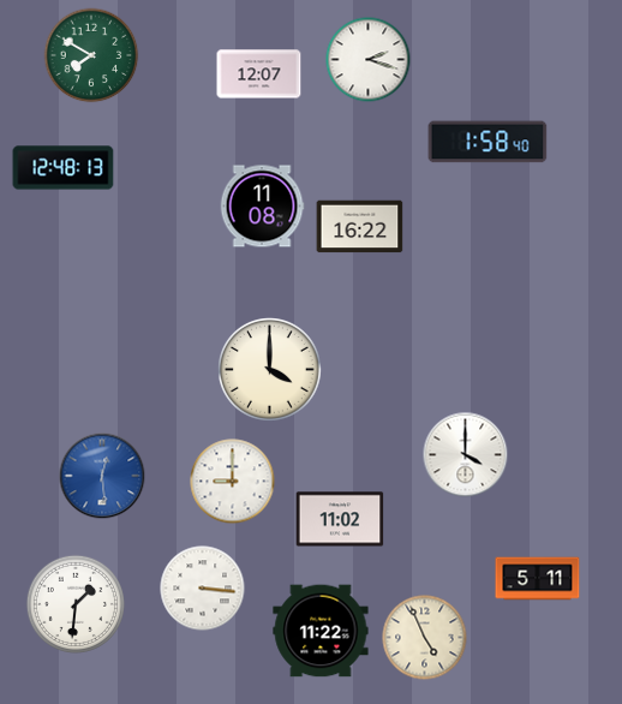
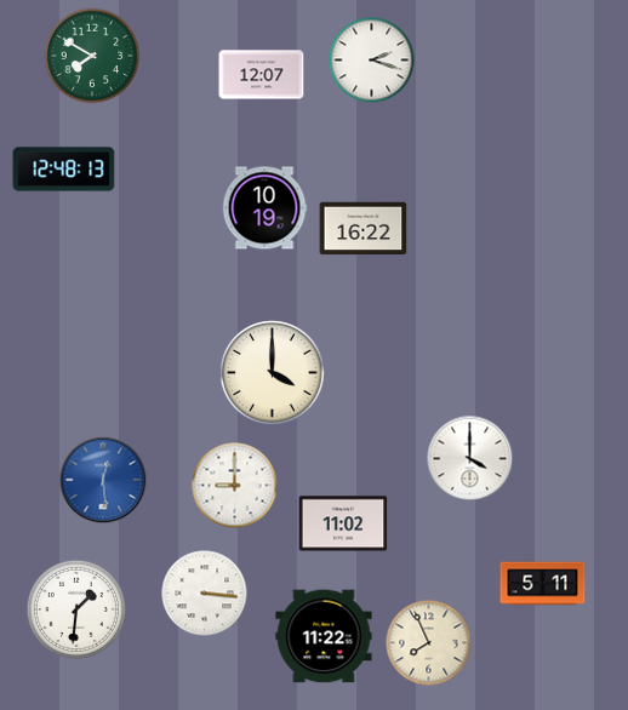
clock at (488, 142): 1:58 -> none
clock at (262, 207): 11:08 -> 10:19
clock at (425, 638): 4:56 -> 7:56
